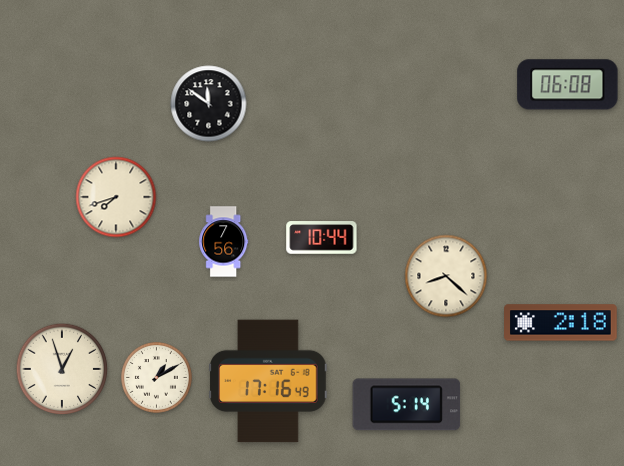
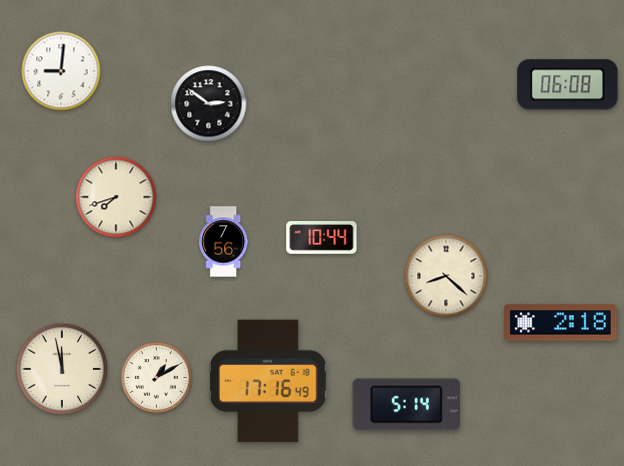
clock at (61, 71): none -> 9:01
clock at (209, 104): 11:51 -> 2:51
clock at (62, 369): 12:57 -> 11:58
